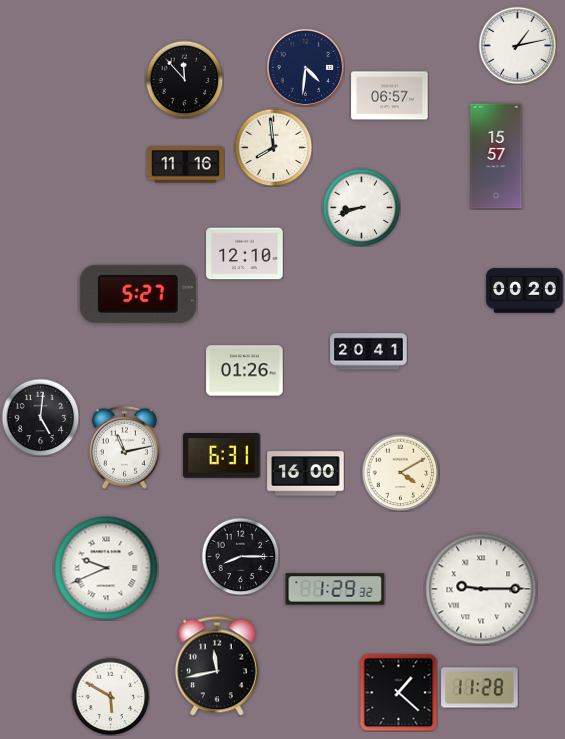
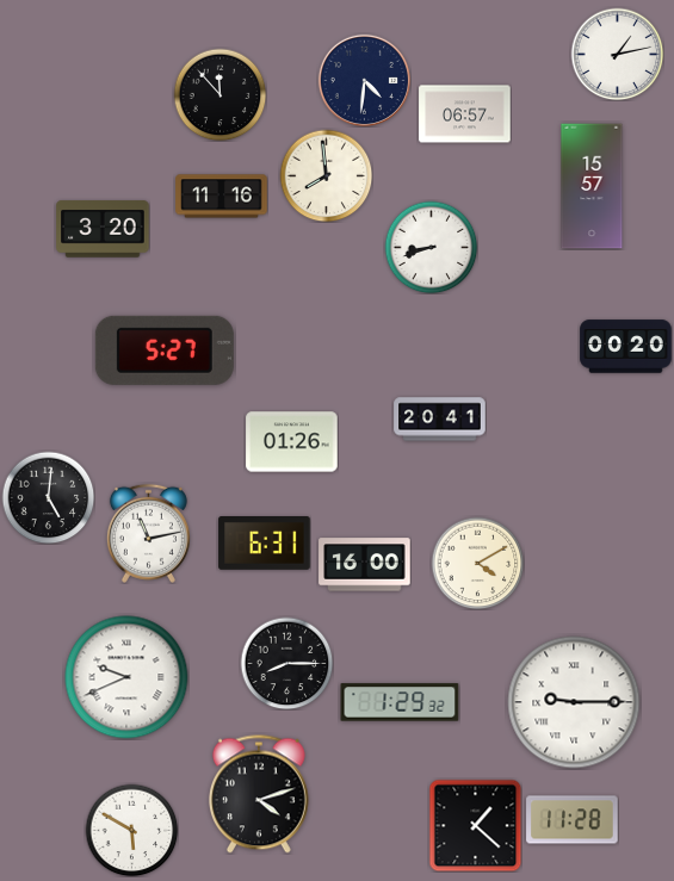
clock at (103, 229): none -> 3:20
clock at (245, 254): 12:10 -> none
clock at (217, 666): 11:43 -> 4:12
